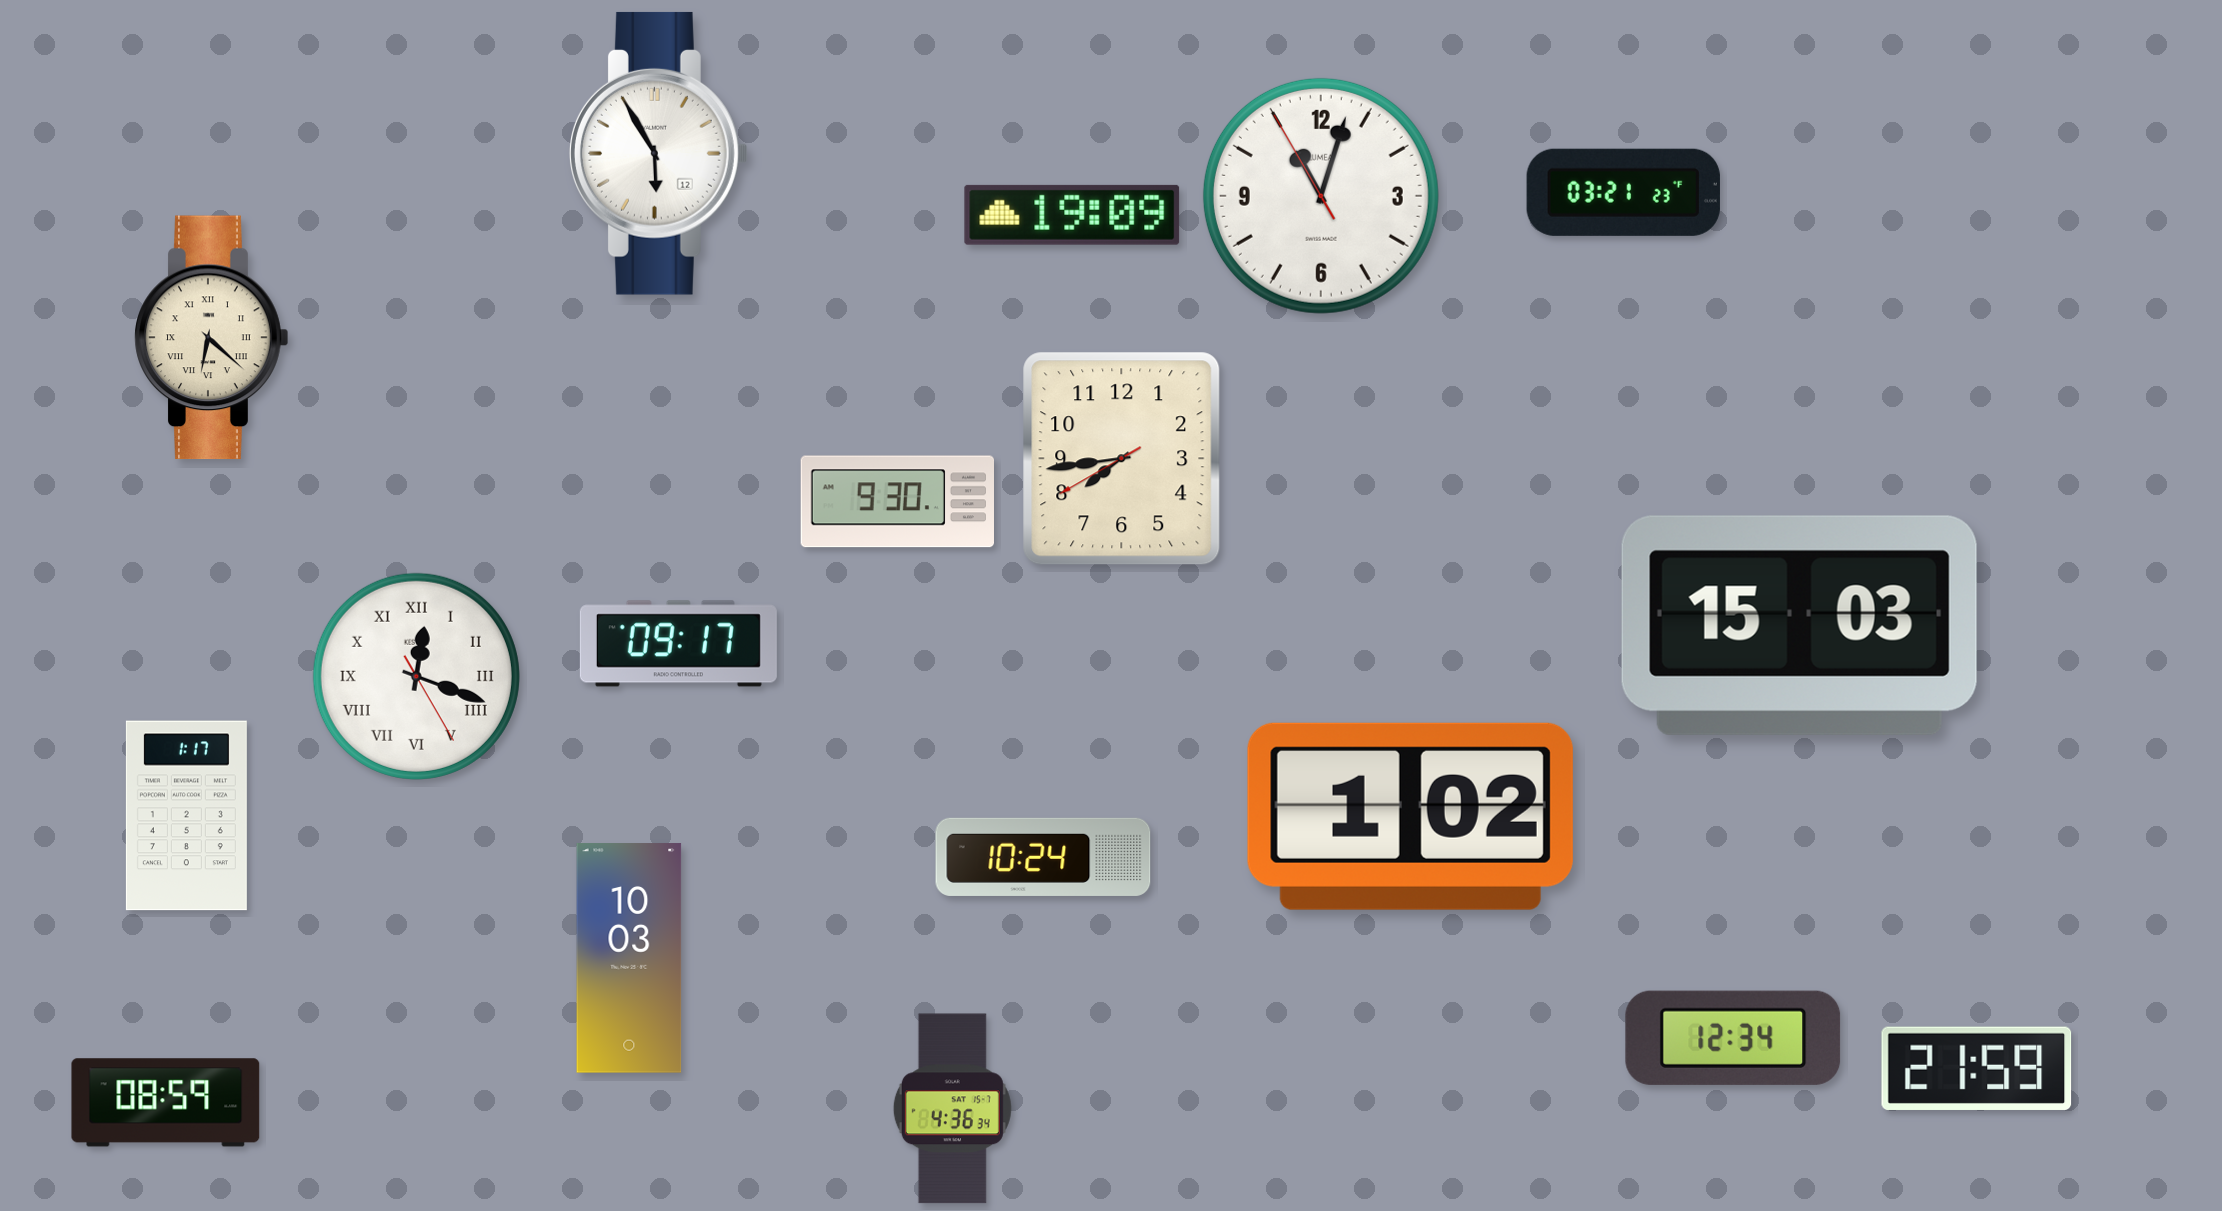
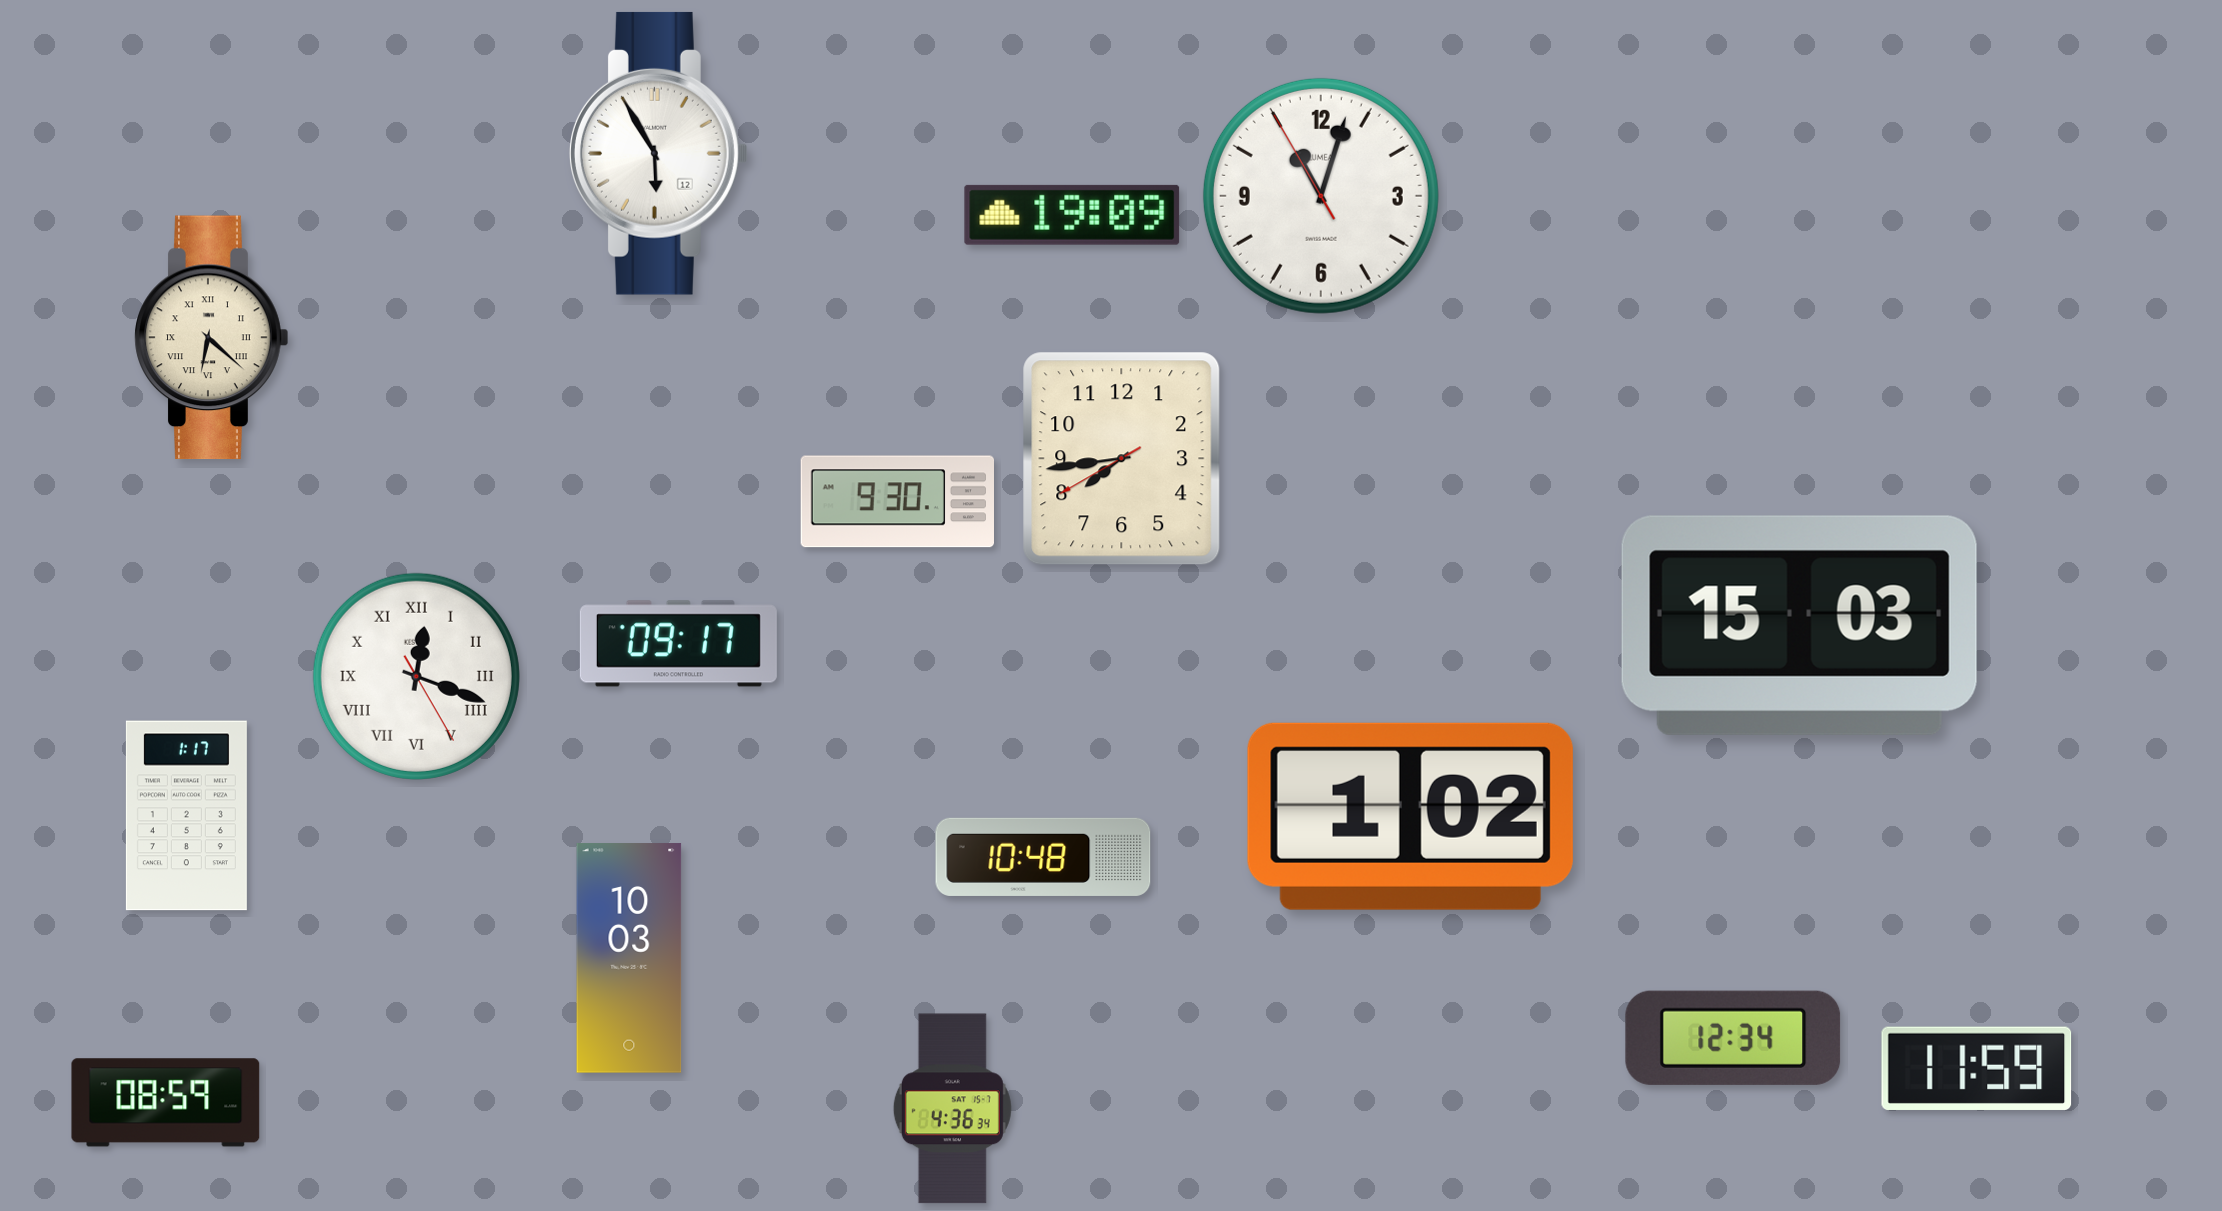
clock at (1623, 192): 03:21 -> none
clock at (1043, 857): 10:24 -> 10:48
clock at (1977, 1068): 21:59 -> 11:59
